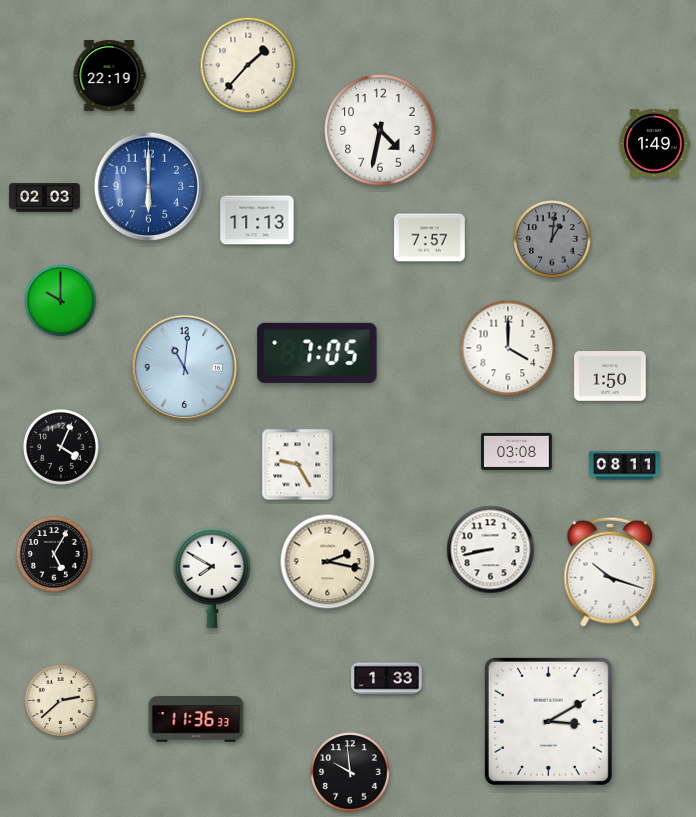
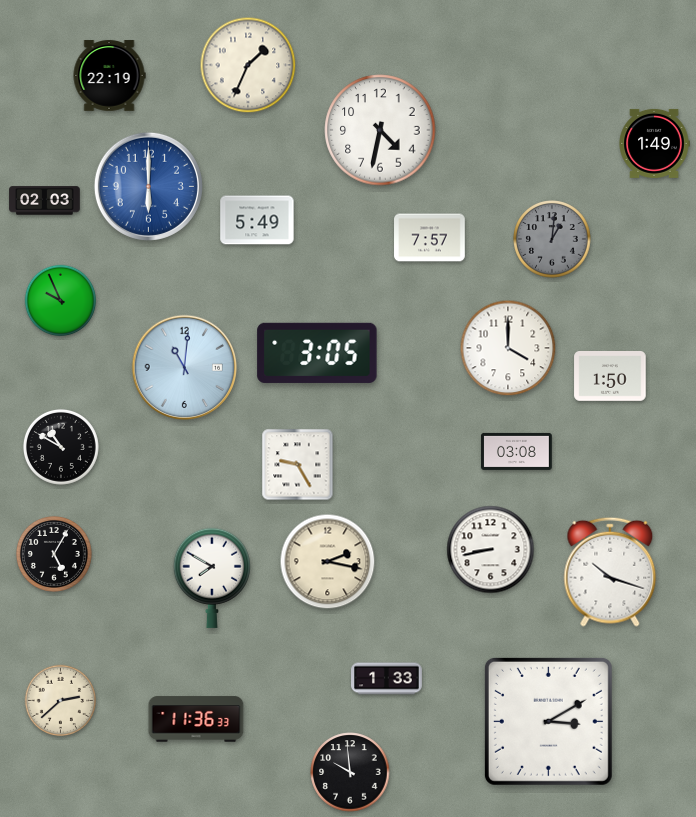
clock at (248, 65): 1:37 -> 1:34
clock at (45, 198) position: (45, 198) -> (45, 201)
clock at (257, 220): 11:13 -> 5:49
clock at (61, 301): 10:00 -> 9:56
clock at (317, 353): 7:05 -> 3:05
clock at (61, 447): 4:04 -> 10:50
clock at (625, 466): 08:11 -> none
